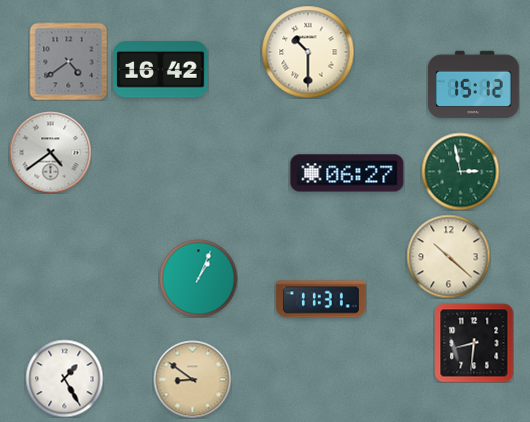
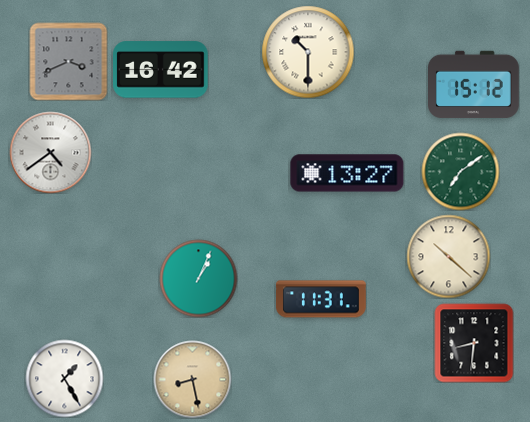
clock at (68, 61): 4:39 -> 3:41
clock at (460, 171): 2:58 -> 7:09
clock at (347, 173): 06:27 -> 13:27
clock at (192, 379): 8:51 -> 8:28
